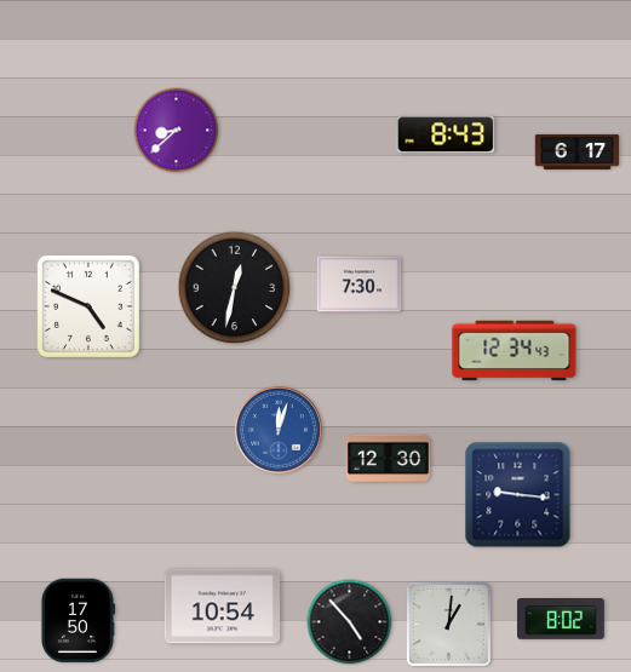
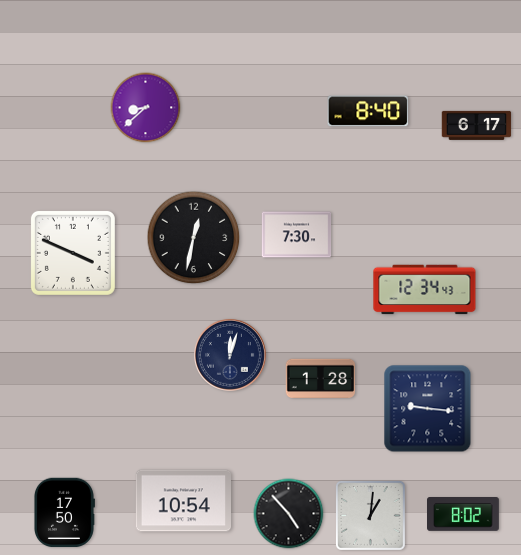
clock at (446, 134): 8:43 -> 8:40
clock at (88, 306): 4:49 -> 3:49
clock at (279, 430) dial: blue -> navy
clock at (389, 458): 12:30 -> 1:28
clock at (562, 620) position: (562, 620) -> (464, 515)
